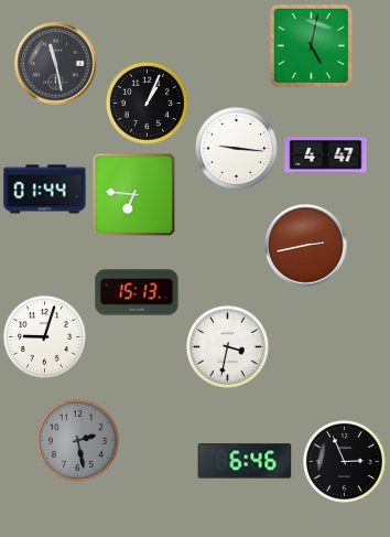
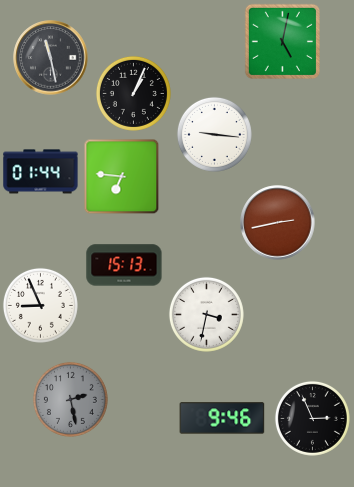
clock at (326, 155): 4:47 -> none
clock at (44, 336): 9:03 -> 8:56
clock at (245, 461): 6:46 -> 9:46
